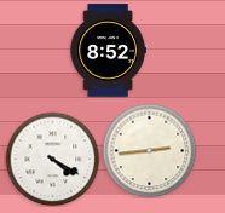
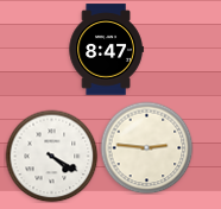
clock at (108, 51): 8:52 -> 8:47
clock at (149, 150): 2:44 -> 2:46
